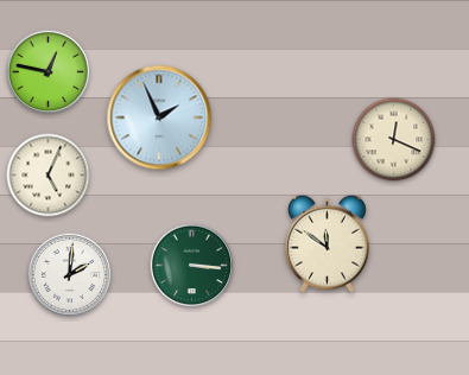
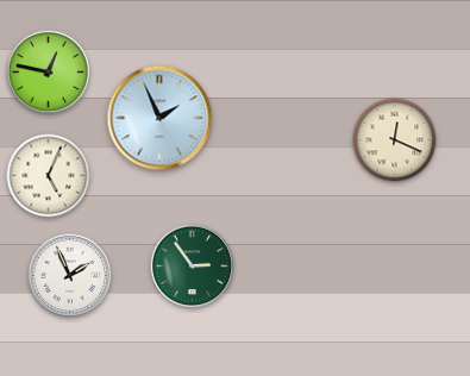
clock at (327, 243): 11:51 -> none
clock at (192, 266): 3:16 -> 2:54
clock at (70, 275): 2:01 -> 1:56
